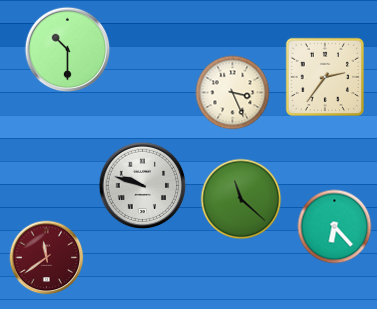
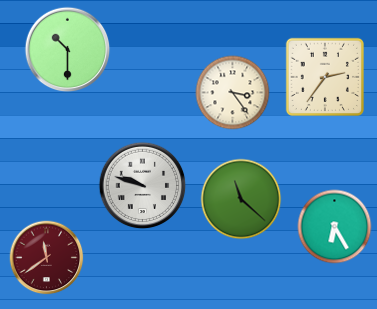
clock at (233, 93): 3:26 -> 3:24
clock at (335, 227): 6:23 -> 6:25
